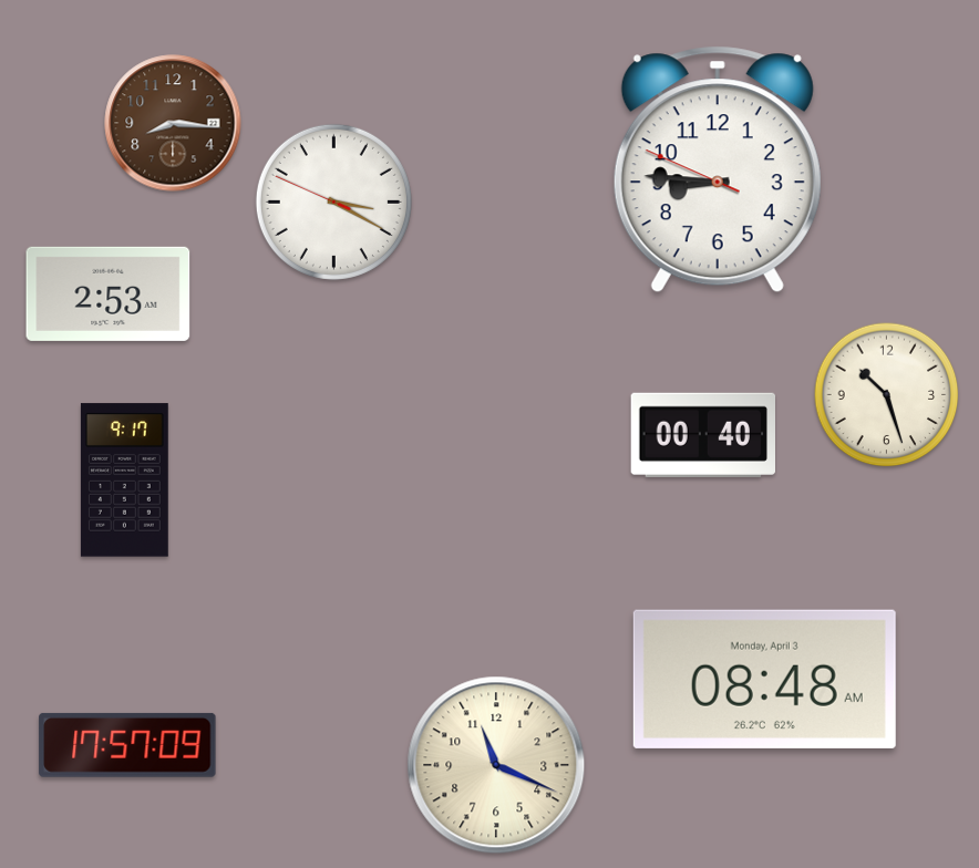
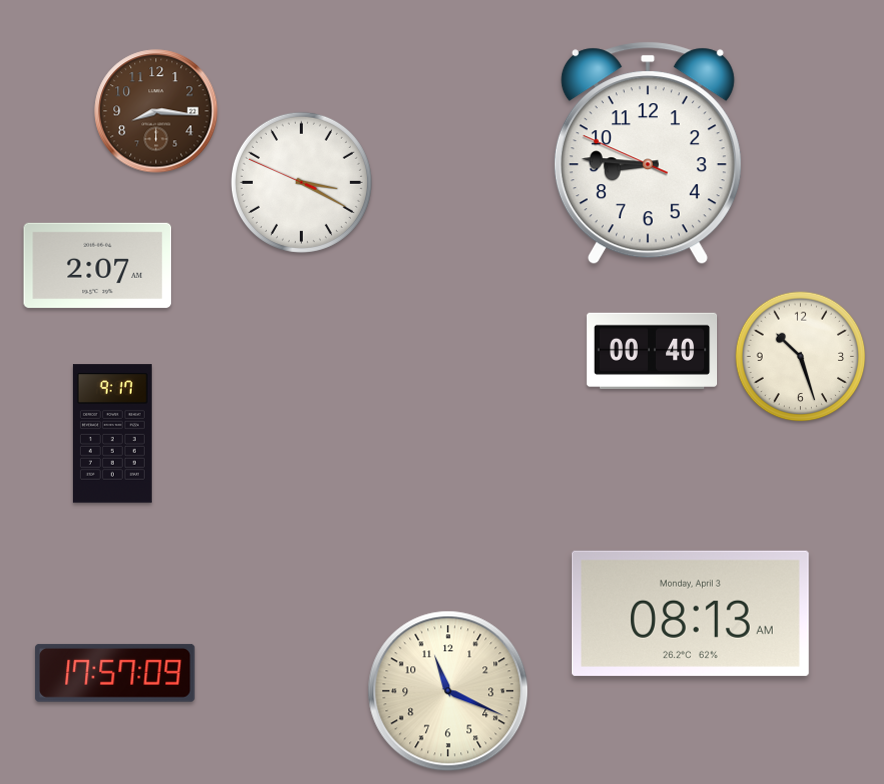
clock at (109, 293): 2:53 -> 2:07
clock at (702, 435) position: (702, 435) -> (651, 351)
clock at (764, 679): 08:48 -> 08:13
